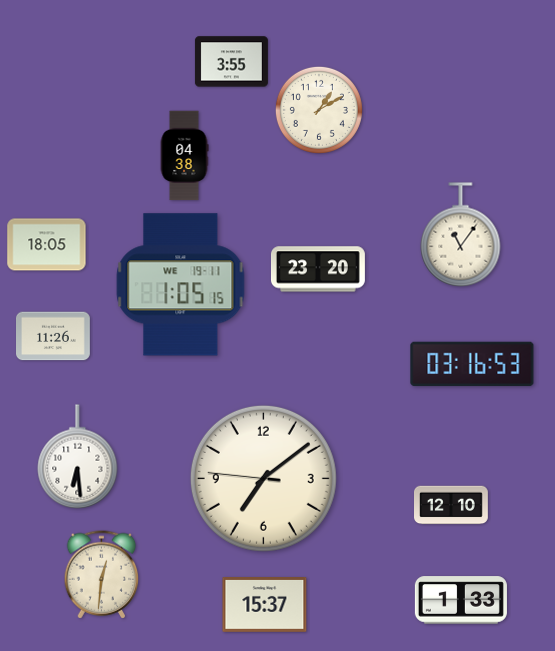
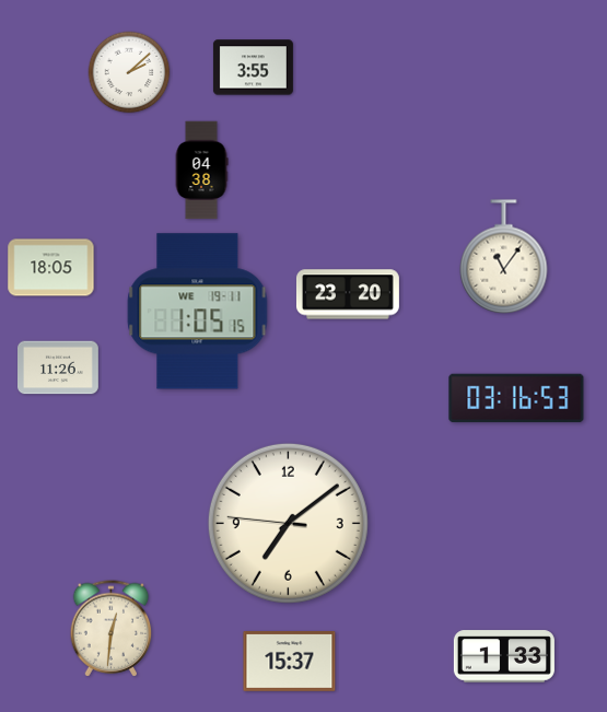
clock at (129, 72): none -> 2:08
clock at (319, 110): 1:10 -> none
clock at (78, 457): 6:29 -> none
clock at (452, 505): 12:10 -> none
